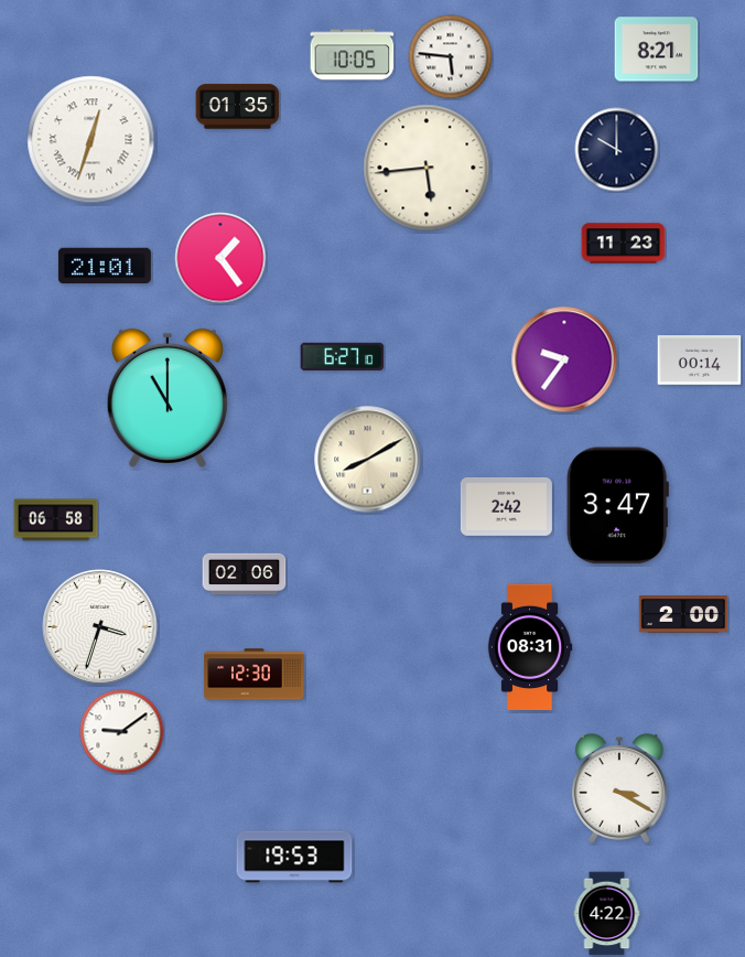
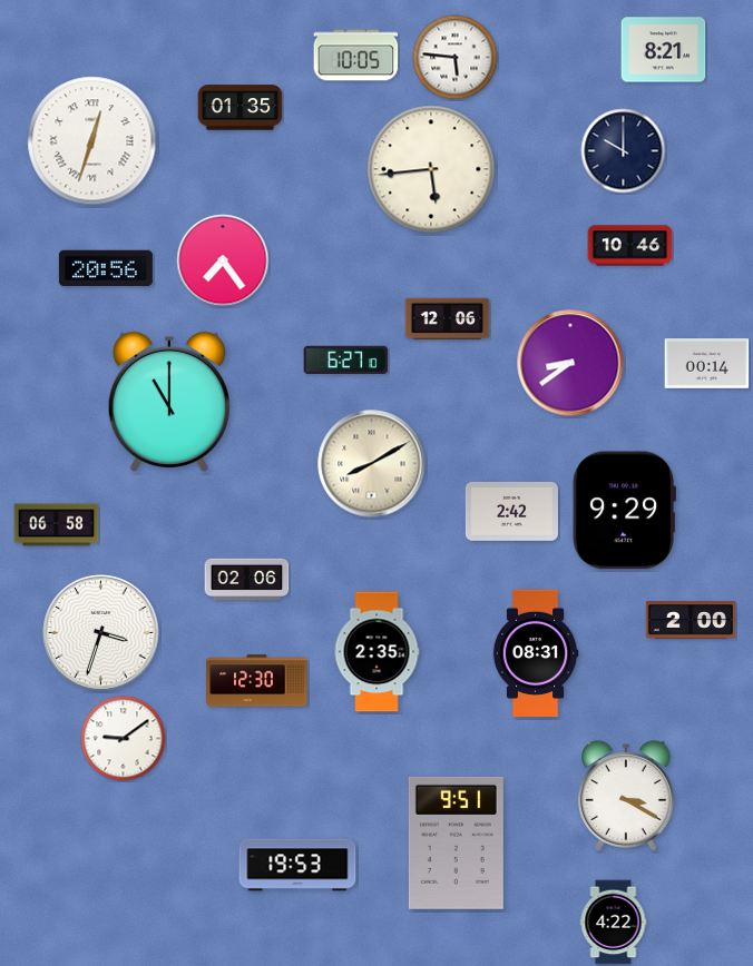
clock at (624, 244): 11:23 -> 10:46
clock at (220, 258): 1:24 -> 7:24
clock at (105, 266): 21:01 -> 20:56
clock at (448, 319): none -> 12:06
clock at (564, 359): 9:36 -> 8:39
clock at (617, 506): 3:47 -> 9:29
clock at (376, 652): none -> 2:35
clock at (456, 842): none -> 9:51
